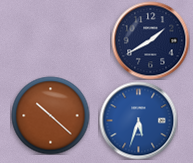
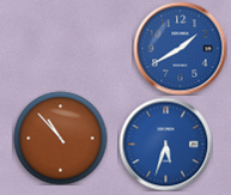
clock at (150, 40) dial: navy -> blue
clock at (50, 115): 10:22 -> 10:53
